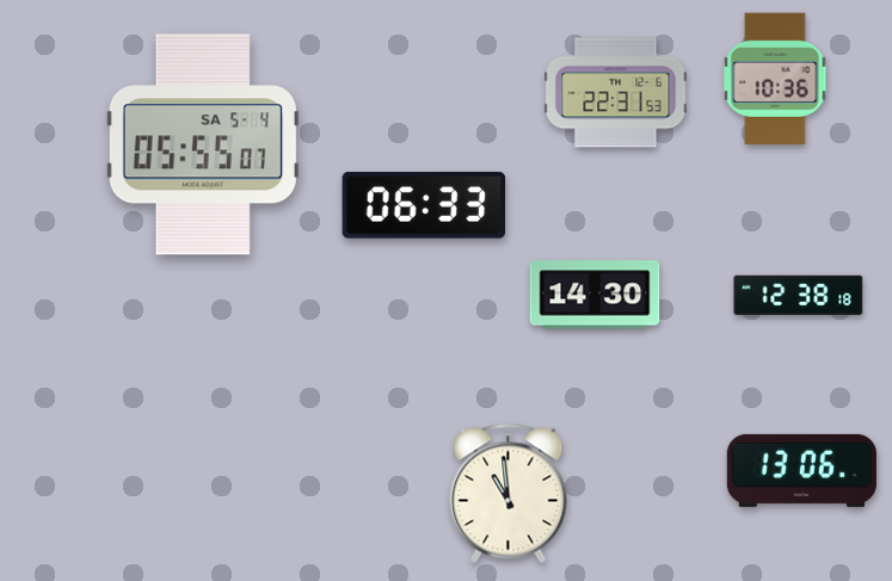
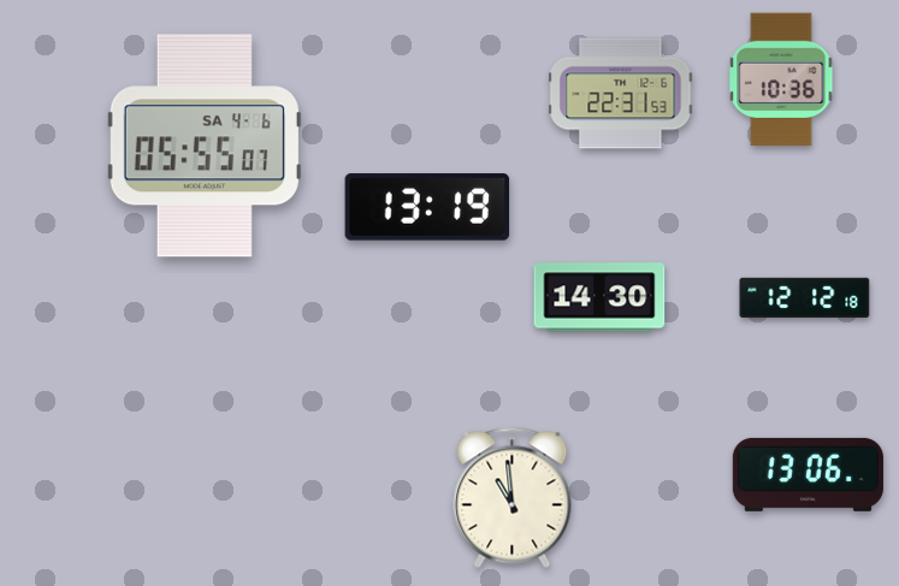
clock at (203, 144) date: SA 5-4 -> SA 4-6
clock at (424, 205): 06:33 -> 13:19
clock at (799, 295): 12:38 -> 12:12
